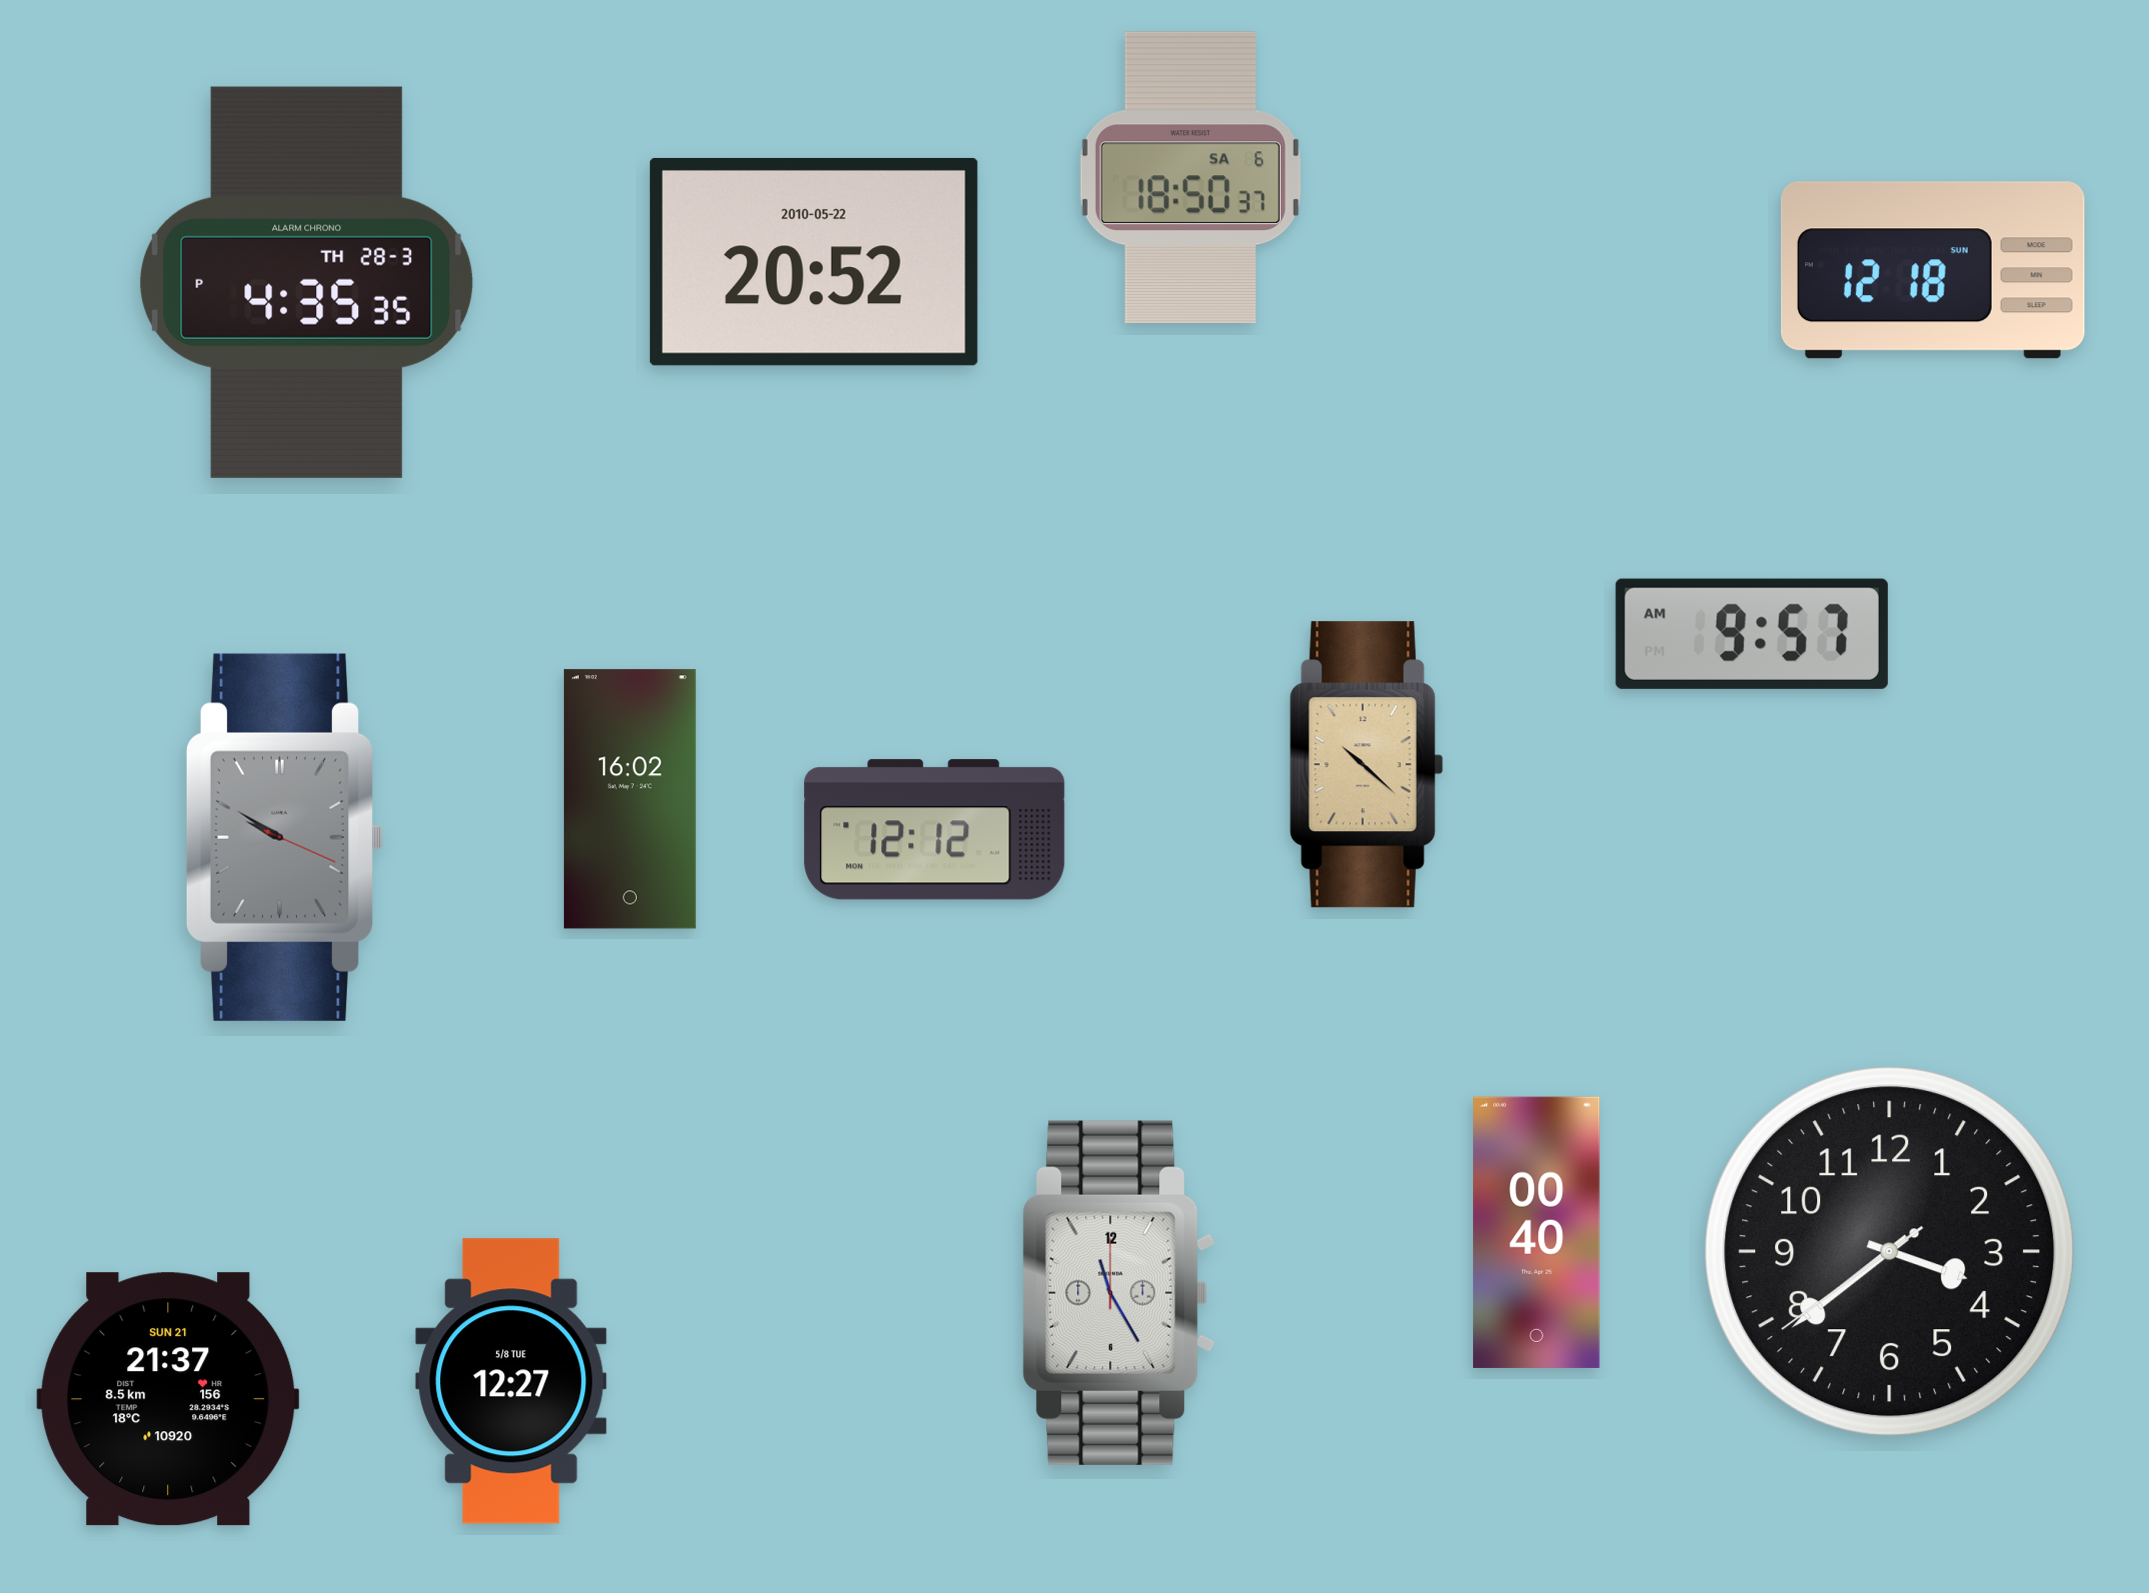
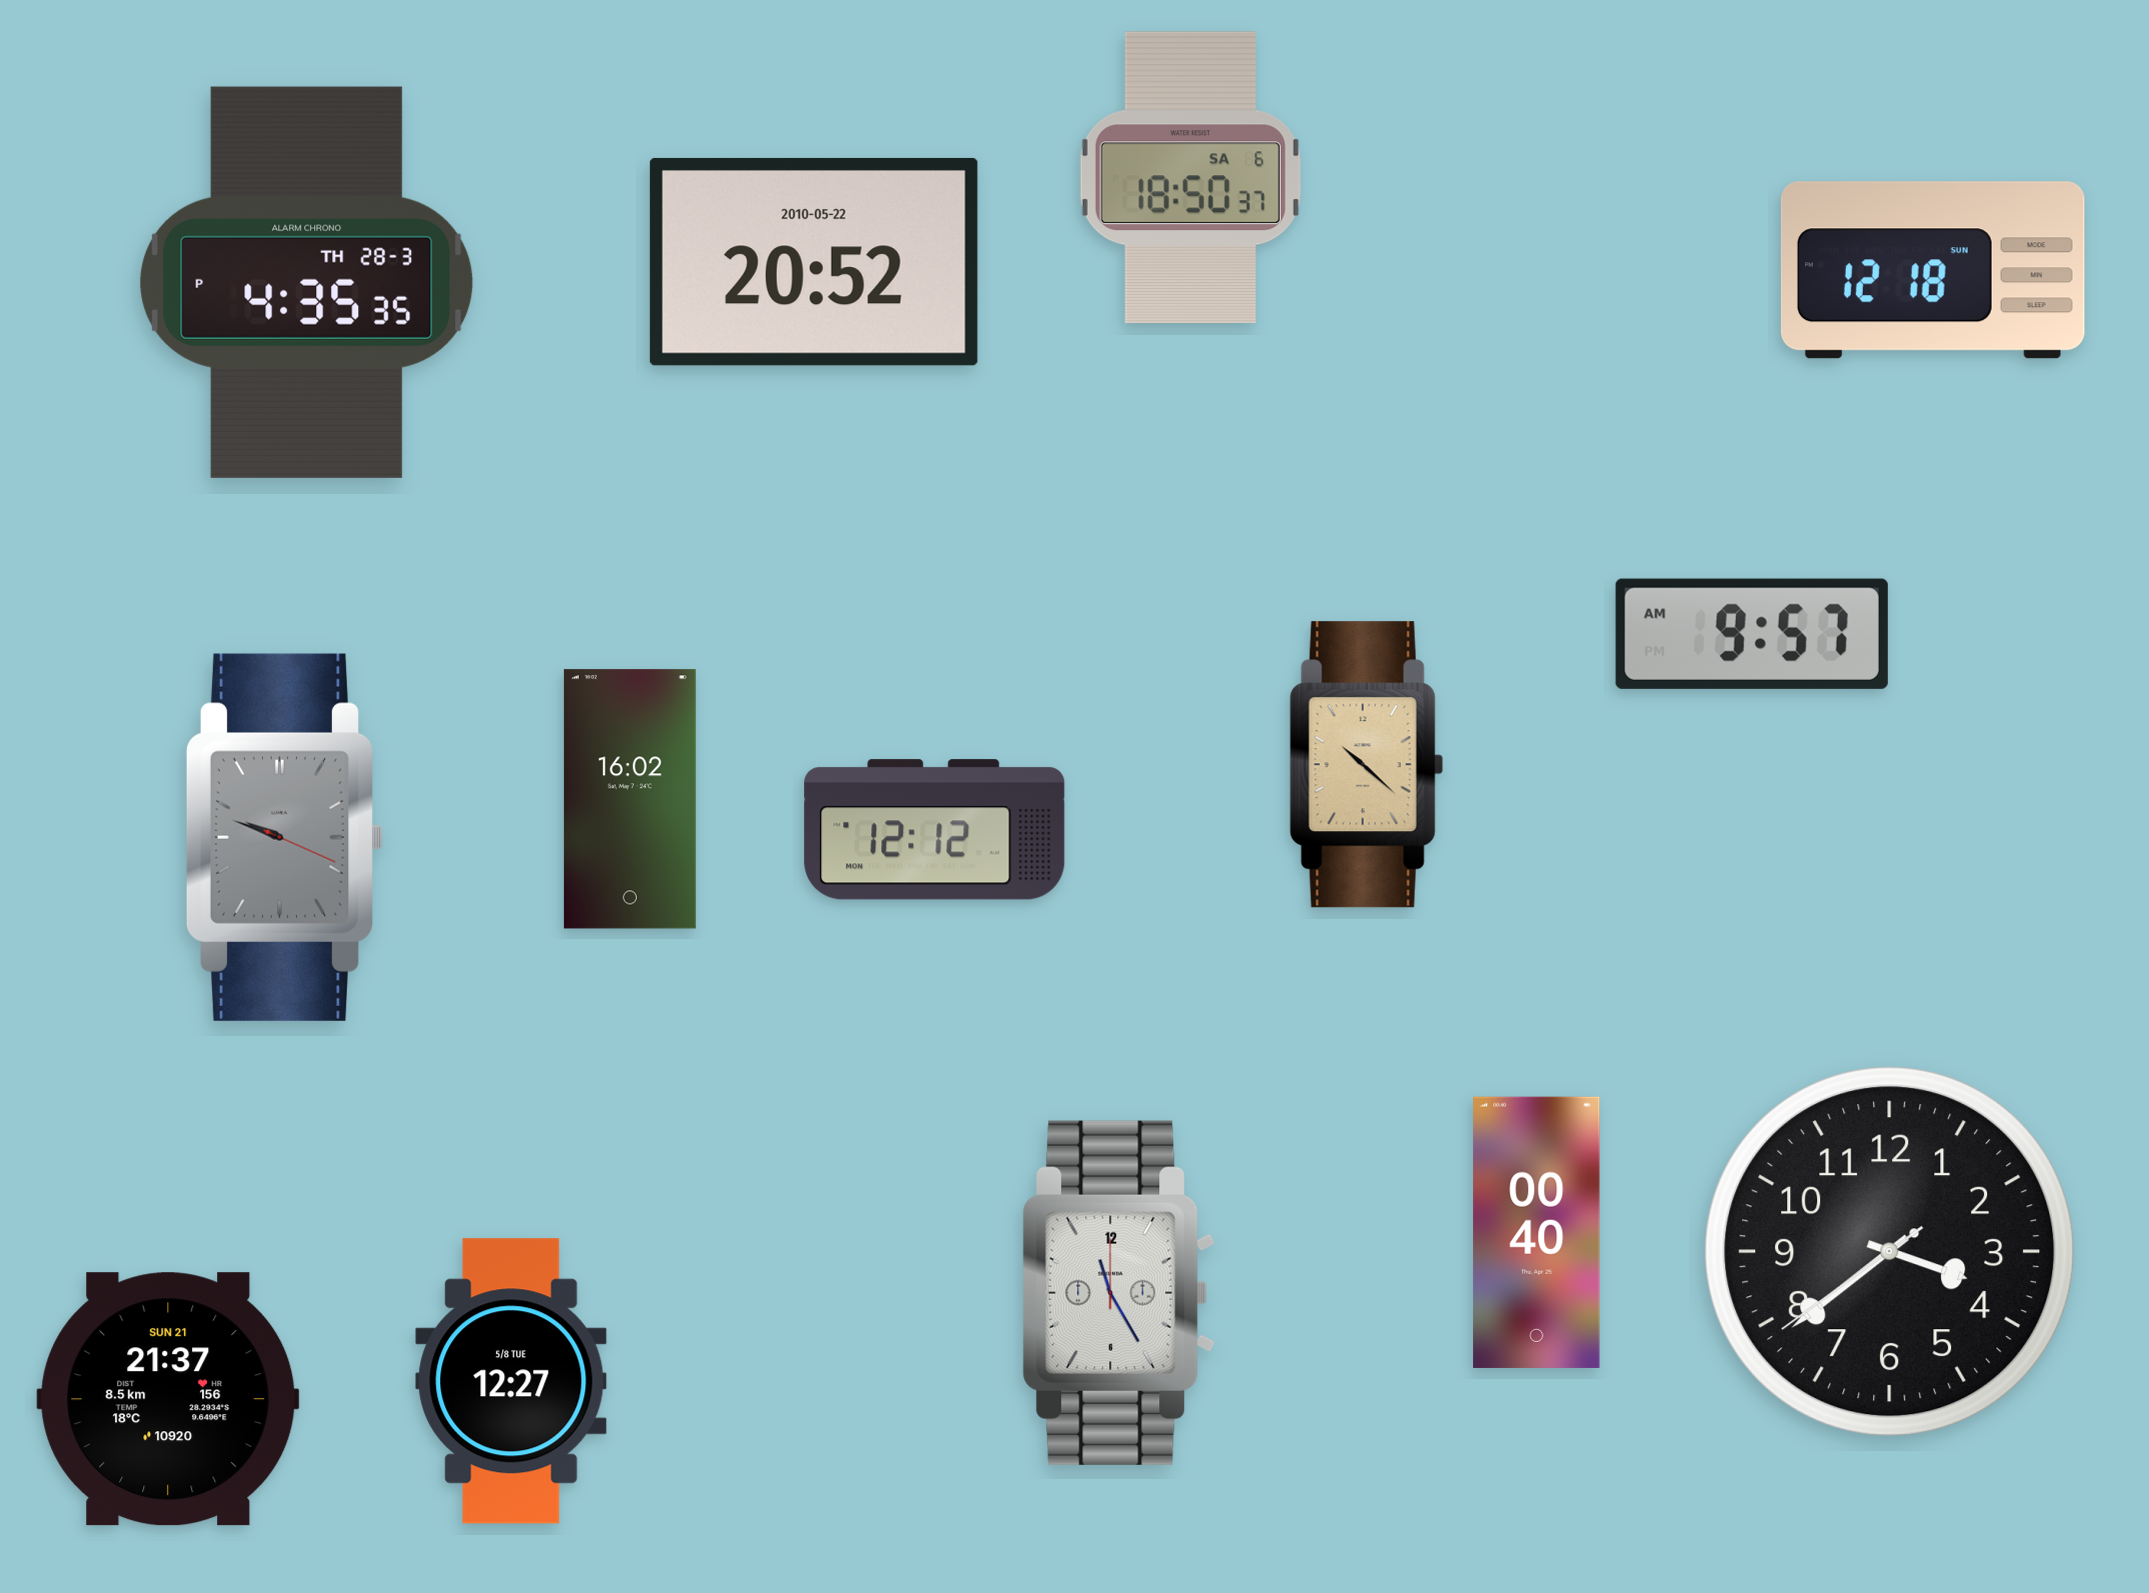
clock at (285, 837): 9:50 -> 9:48
